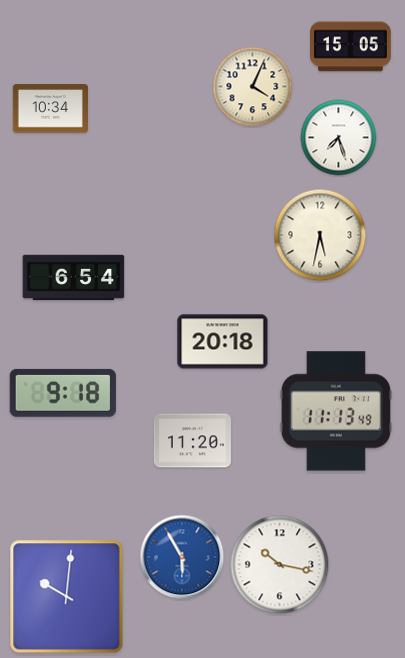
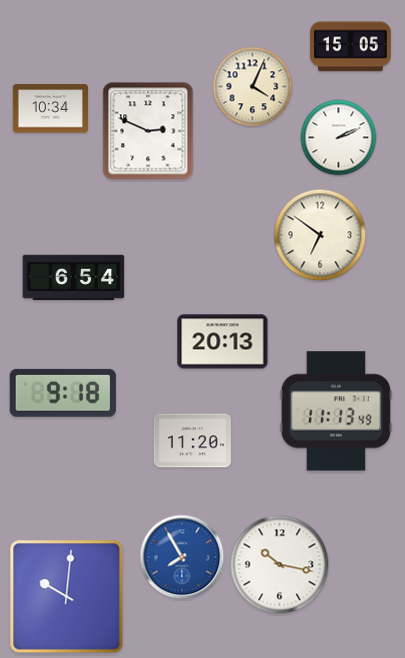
clock at (148, 131): none -> 2:49
clock at (339, 138): 7:27 -> 2:11
clock at (320, 235): 5:32 -> 6:51
clock at (223, 342): 20:18 -> 20:13
clock at (182, 557): 5:55 -> 7:55
